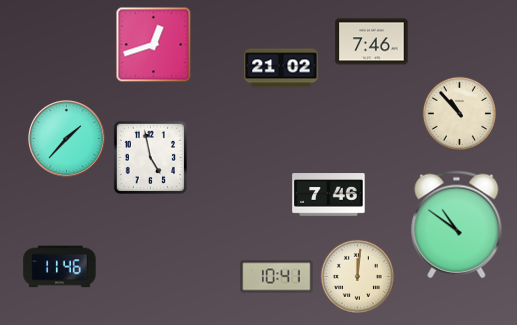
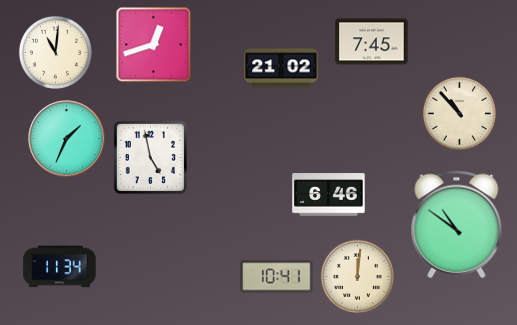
clock at (372, 42): 7:46 -> 7:45
clock at (55, 52): none -> 11:01
clock at (67, 139): 1:37 -> 1:34
clock at (329, 195): 7:46 -> 6:46
clock at (60, 267): 11:46 -> 11:34
